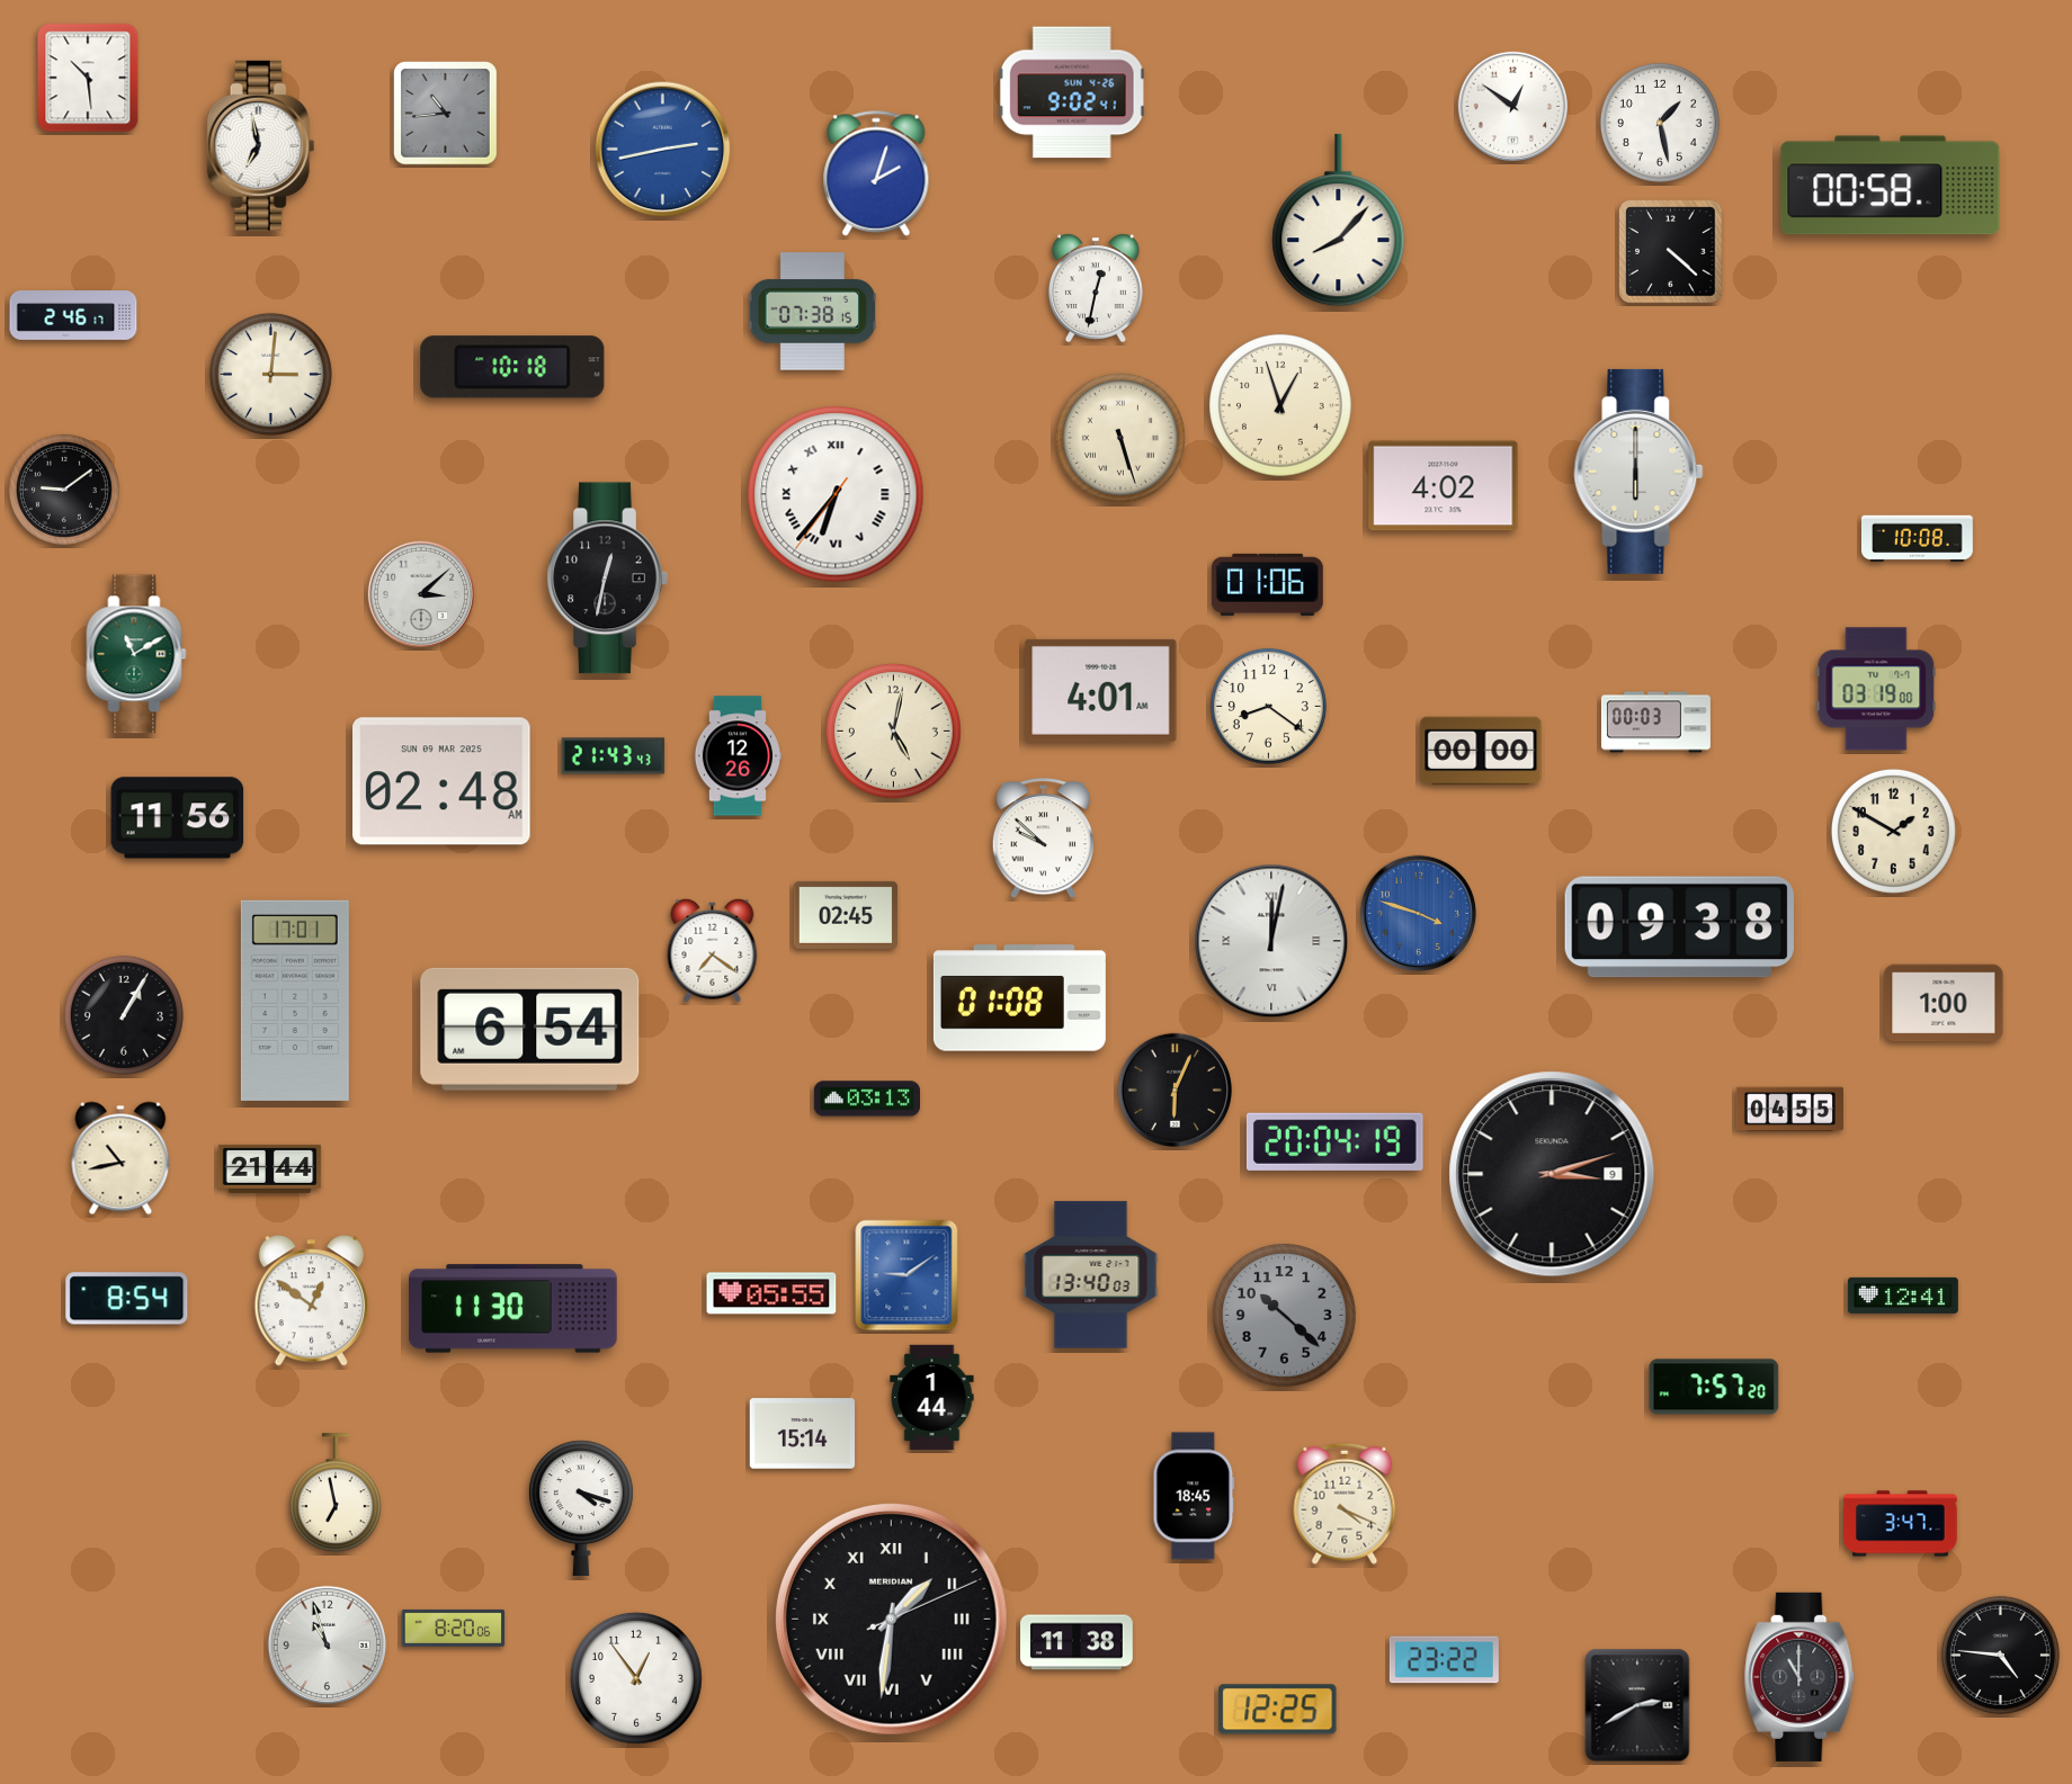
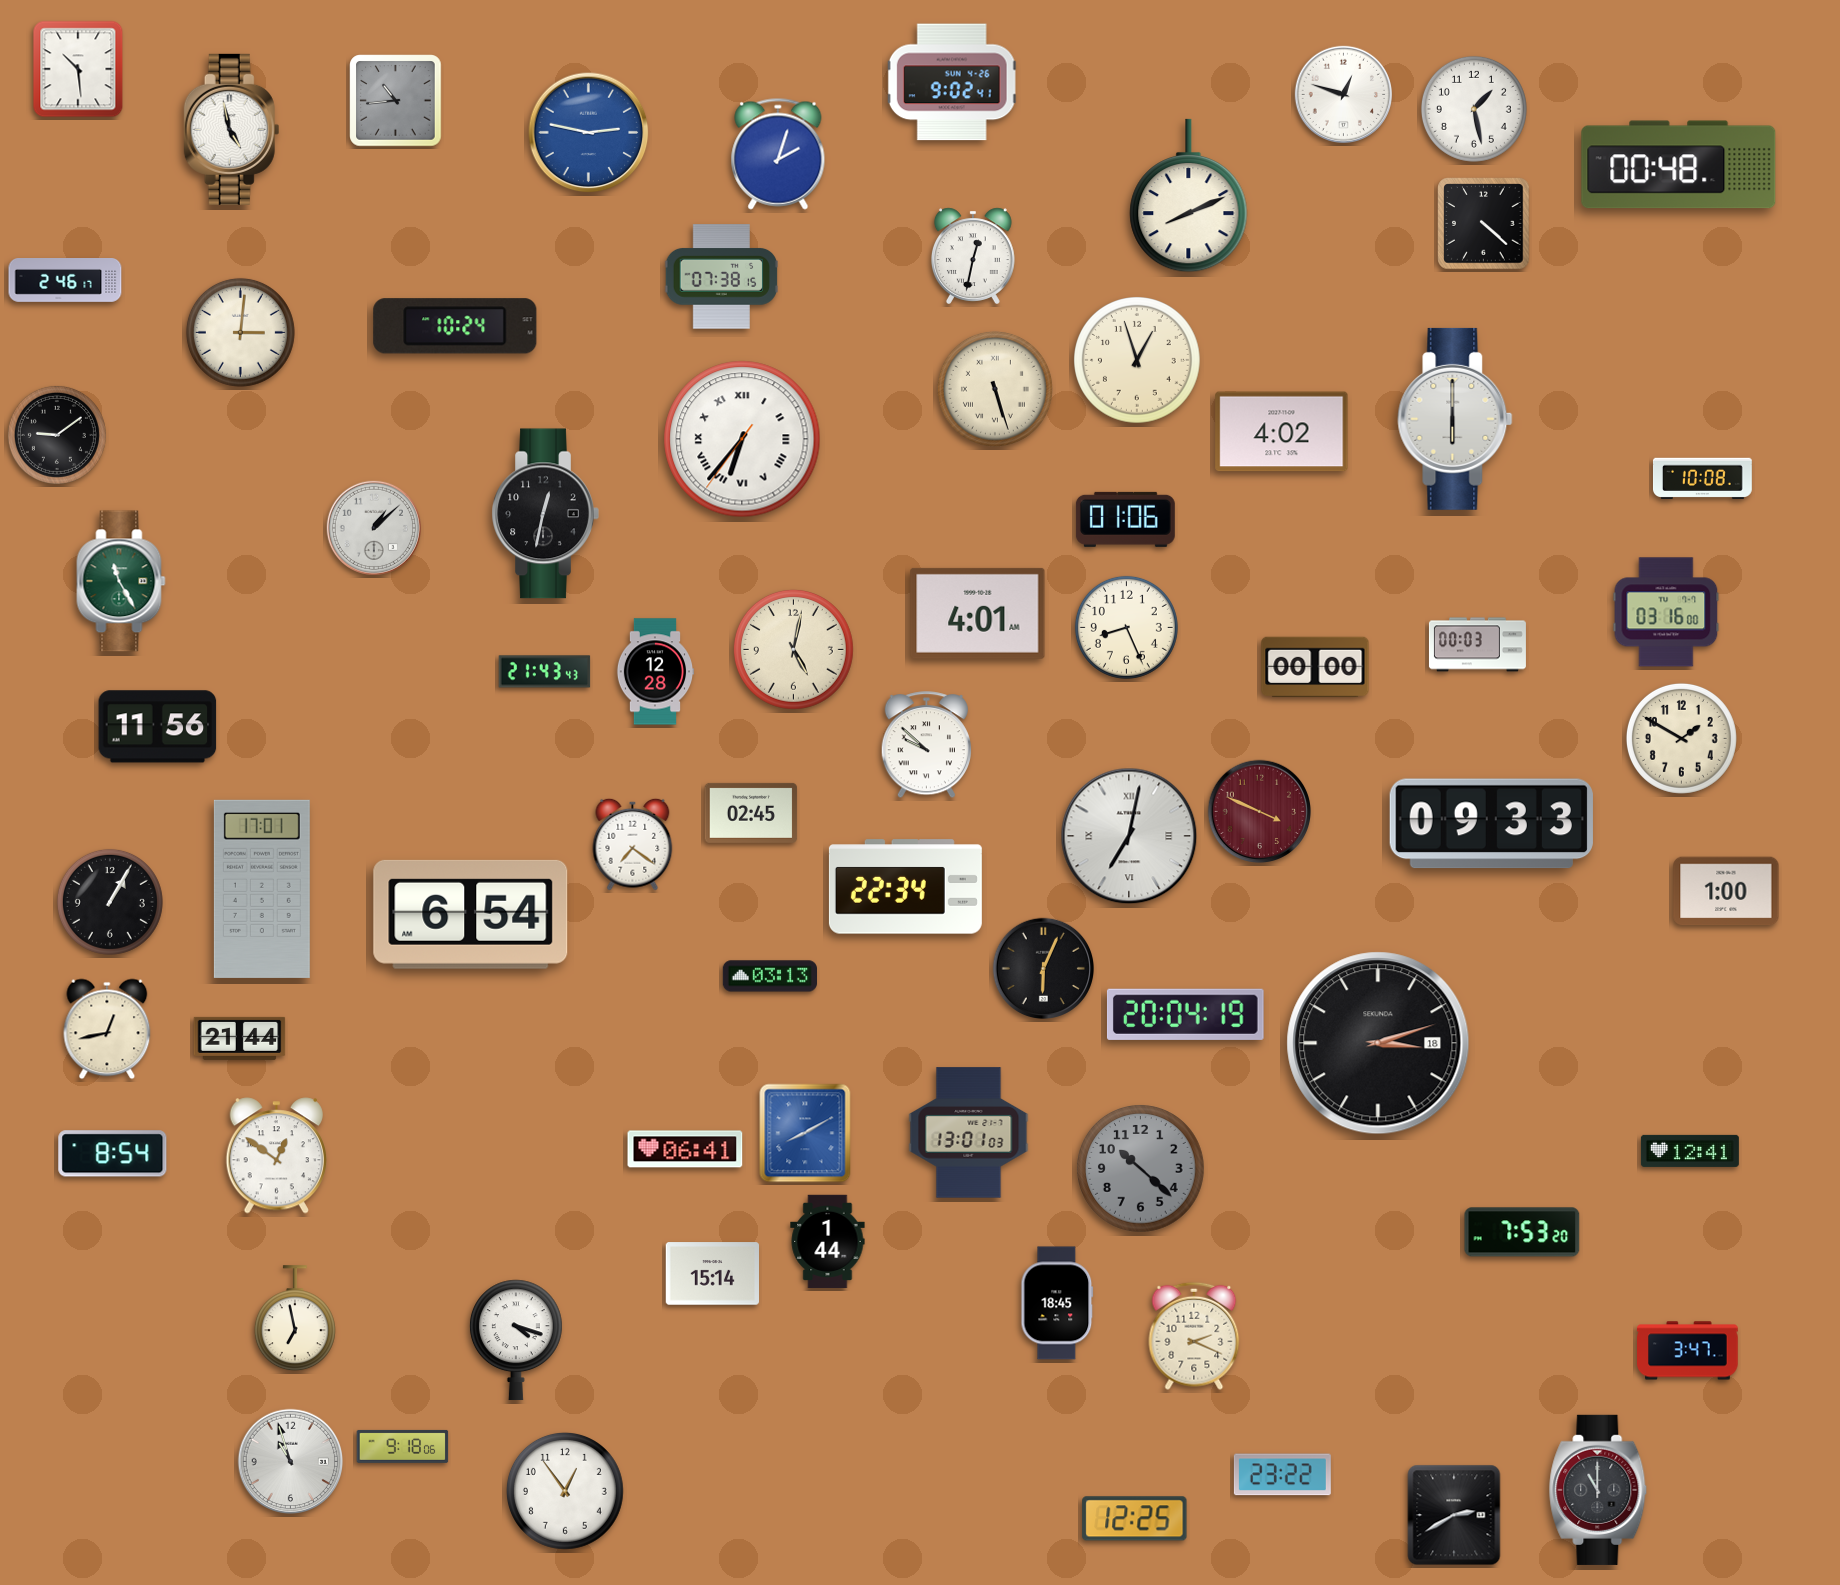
clock at (1512, 106): 12:51 -> 12:48
clock at (261, 145): 6:58 -> 4:58
clock at (663, 150): 2:43 -> 2:47
clock at (1891, 186): 00:58 -> 00:48
clock at (1339, 221): 8:07 -> 8:11
clock at (512, 367): 10:18 -> 10:24
clock at (607, 579) position: (607, 579) -> (545, 514)
clock at (421, 594): 3:08 -> 1:08
clock at (136, 654): 11:10 -> 11:25
clock at (1876, 689): 03:19 -> 03:16
clock at (1268, 706): 8:21 -> 8:26
clock at (1655, 723) position: (1655, 723) -> (1477, 645)
clock at (738, 756): 12:26 -> 12:28
clock at (443, 781): 02:48 -> none
clock at (1419, 914): 3:48 -> 3:49
clock at (1419, 914) dial: blue -> burgundy
clock at (1679, 927): 09:38 -> 09:33
clock at (1271, 941): 12:02 -> 7:02
clock at (1019, 998): 01:08 -> 22:34
clock at (1789, 1110): 04:55 -> none
clock at (120, 1158): 10:43 -> 12:43
clock at (1552, 1174) date: 9 -> 18
clock at (906, 1275): 9:09 -> 8:10
clock at (1091, 1275): 13:40 -> 13:01
clock at (771, 1293): 05:55 -> 06:41
clock at (513, 1309): 11:30 -> none
clock at (1714, 1387): 7:57 -> 7:53
clock at (336, 1494) position: (336, 1494) -> (295, 1319)
clock at (1194, 1496) position: (1194, 1496) -> (1057, 1303)
clock at (1345, 1504): 4:19 -> 2:19
clock at (1901, 1524) position: (1901, 1524) -> (1688, 1351)
clock at (892, 1620): 1:31 -> none
clock at (454, 1628): 8:20 -> 9:18
clock at (1078, 1642): 11:38 -> none
clock at (2000, 1655): 4:46 -> none
